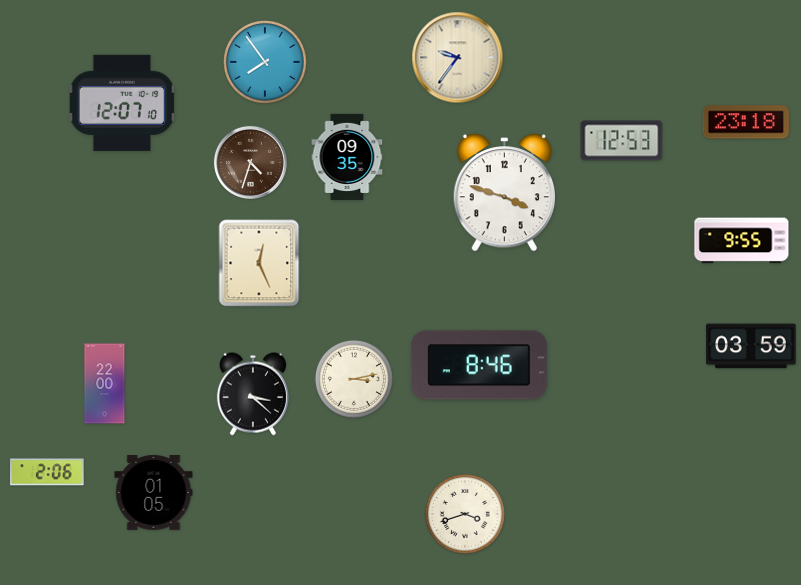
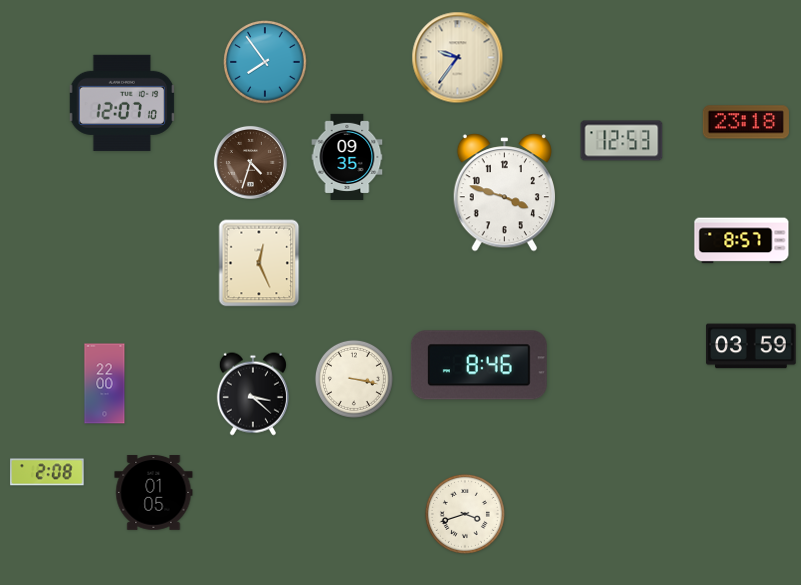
clock at (742, 241): 9:55 -> 8:57
clock at (354, 379): 3:13 -> 3:17
clock at (47, 472): 2:06 -> 2:08
